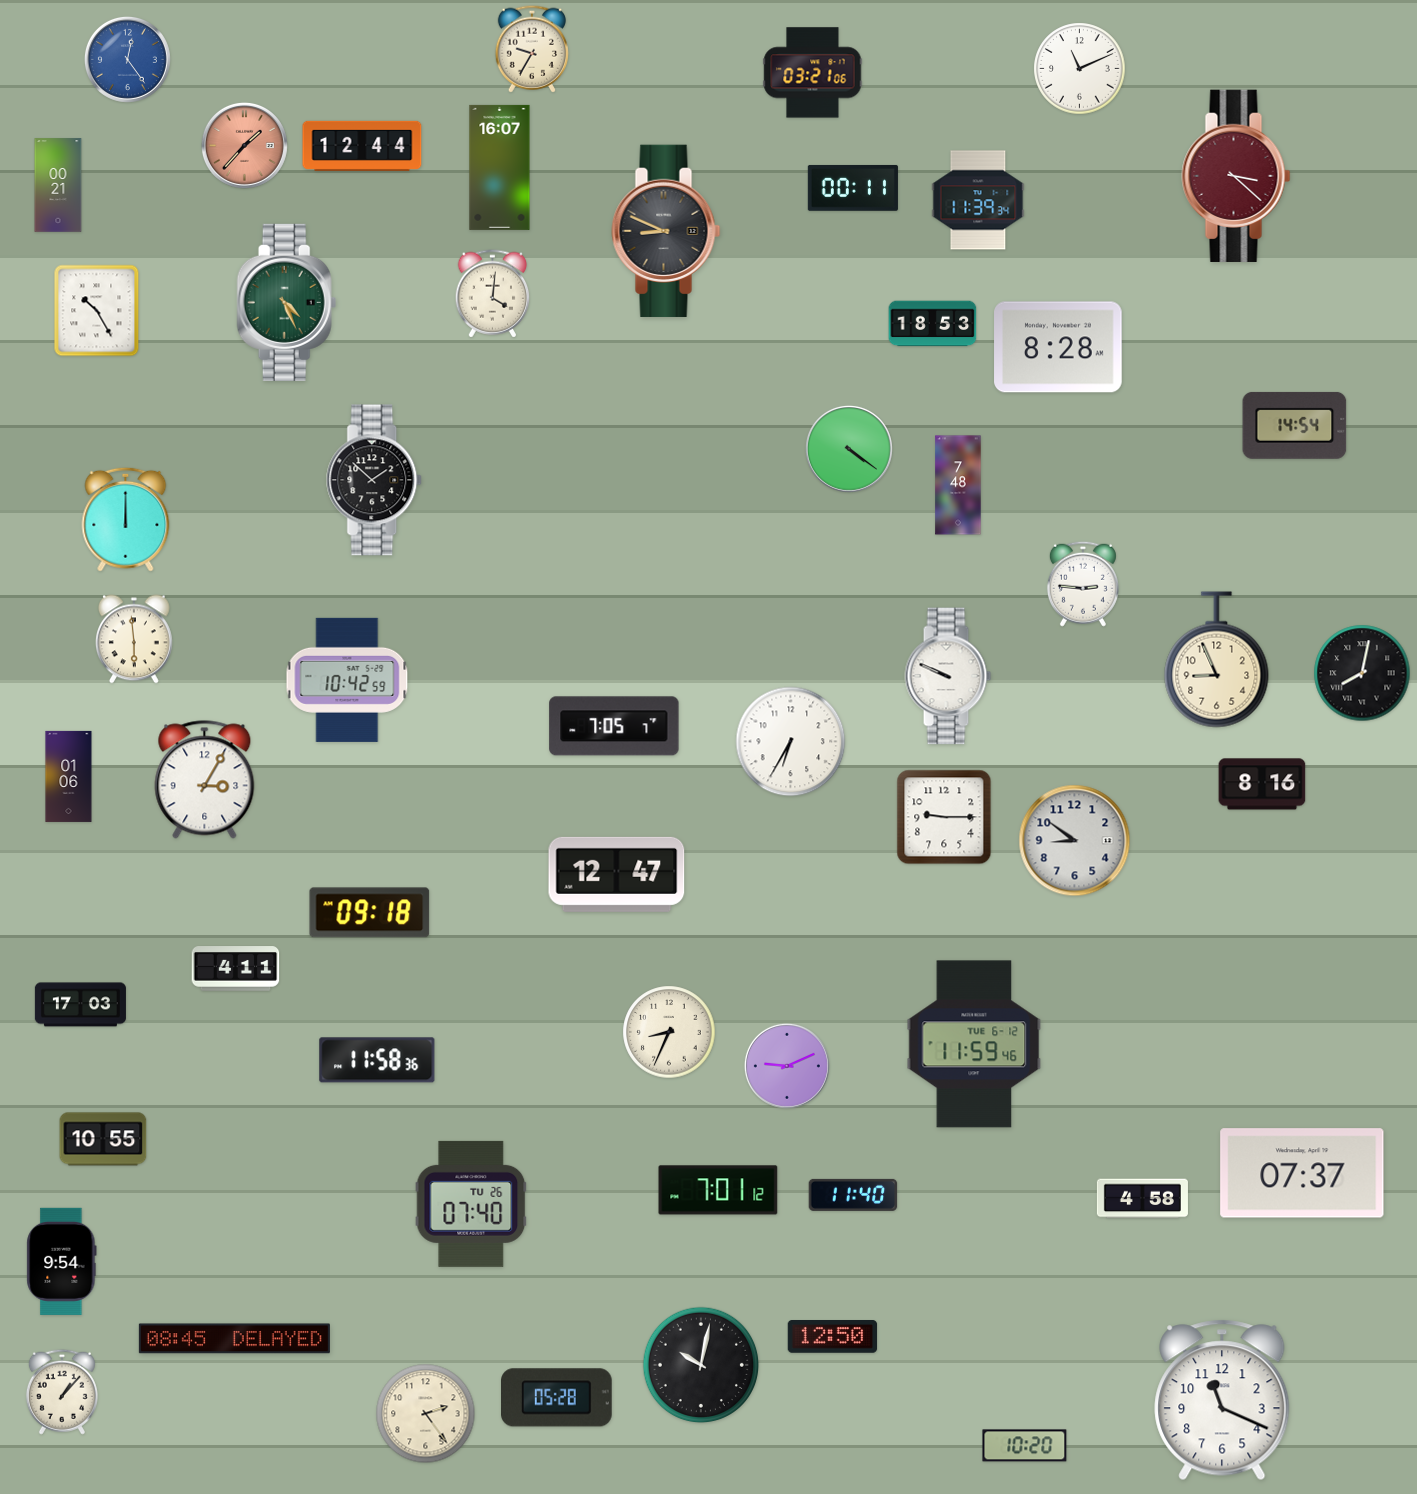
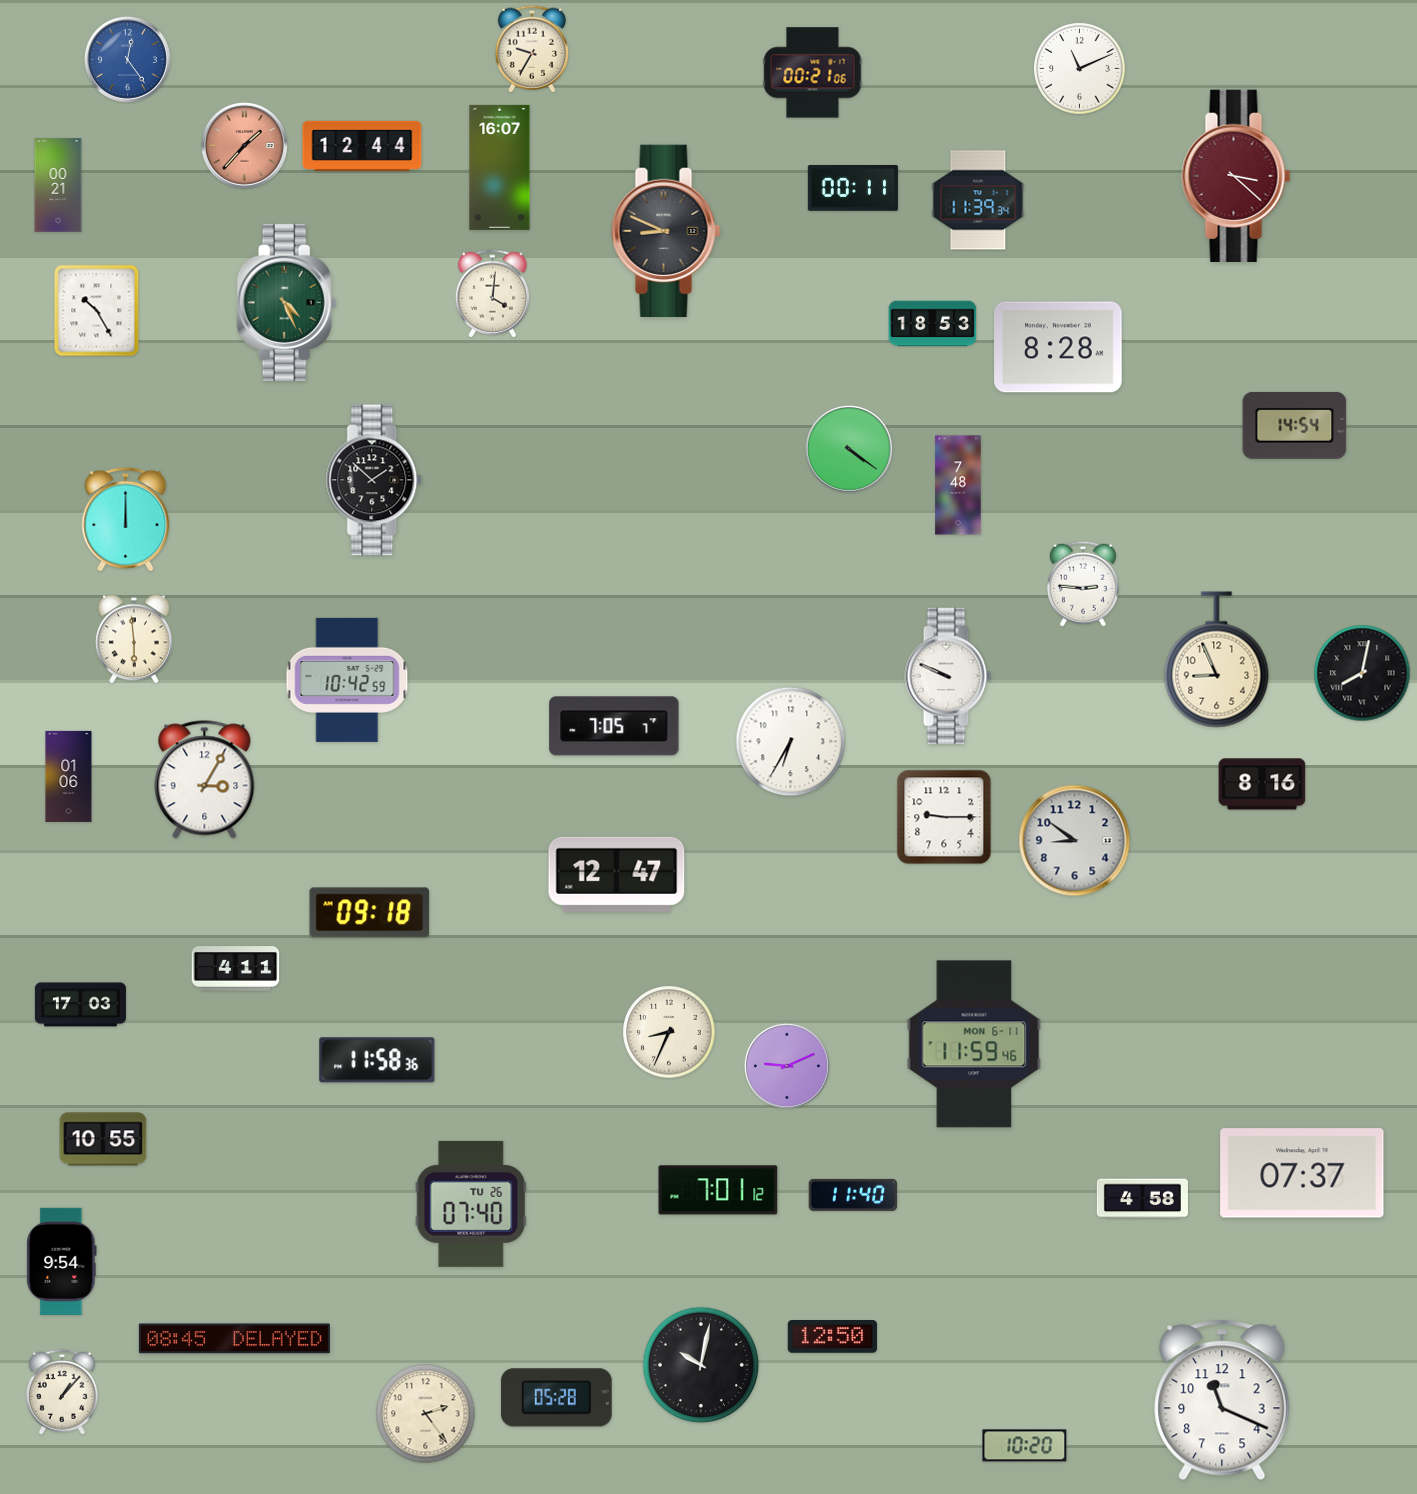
clock at (813, 73): 03:21 -> 00:21
clock at (974, 1044) date: TUE 6-12 -> MON 6-11
